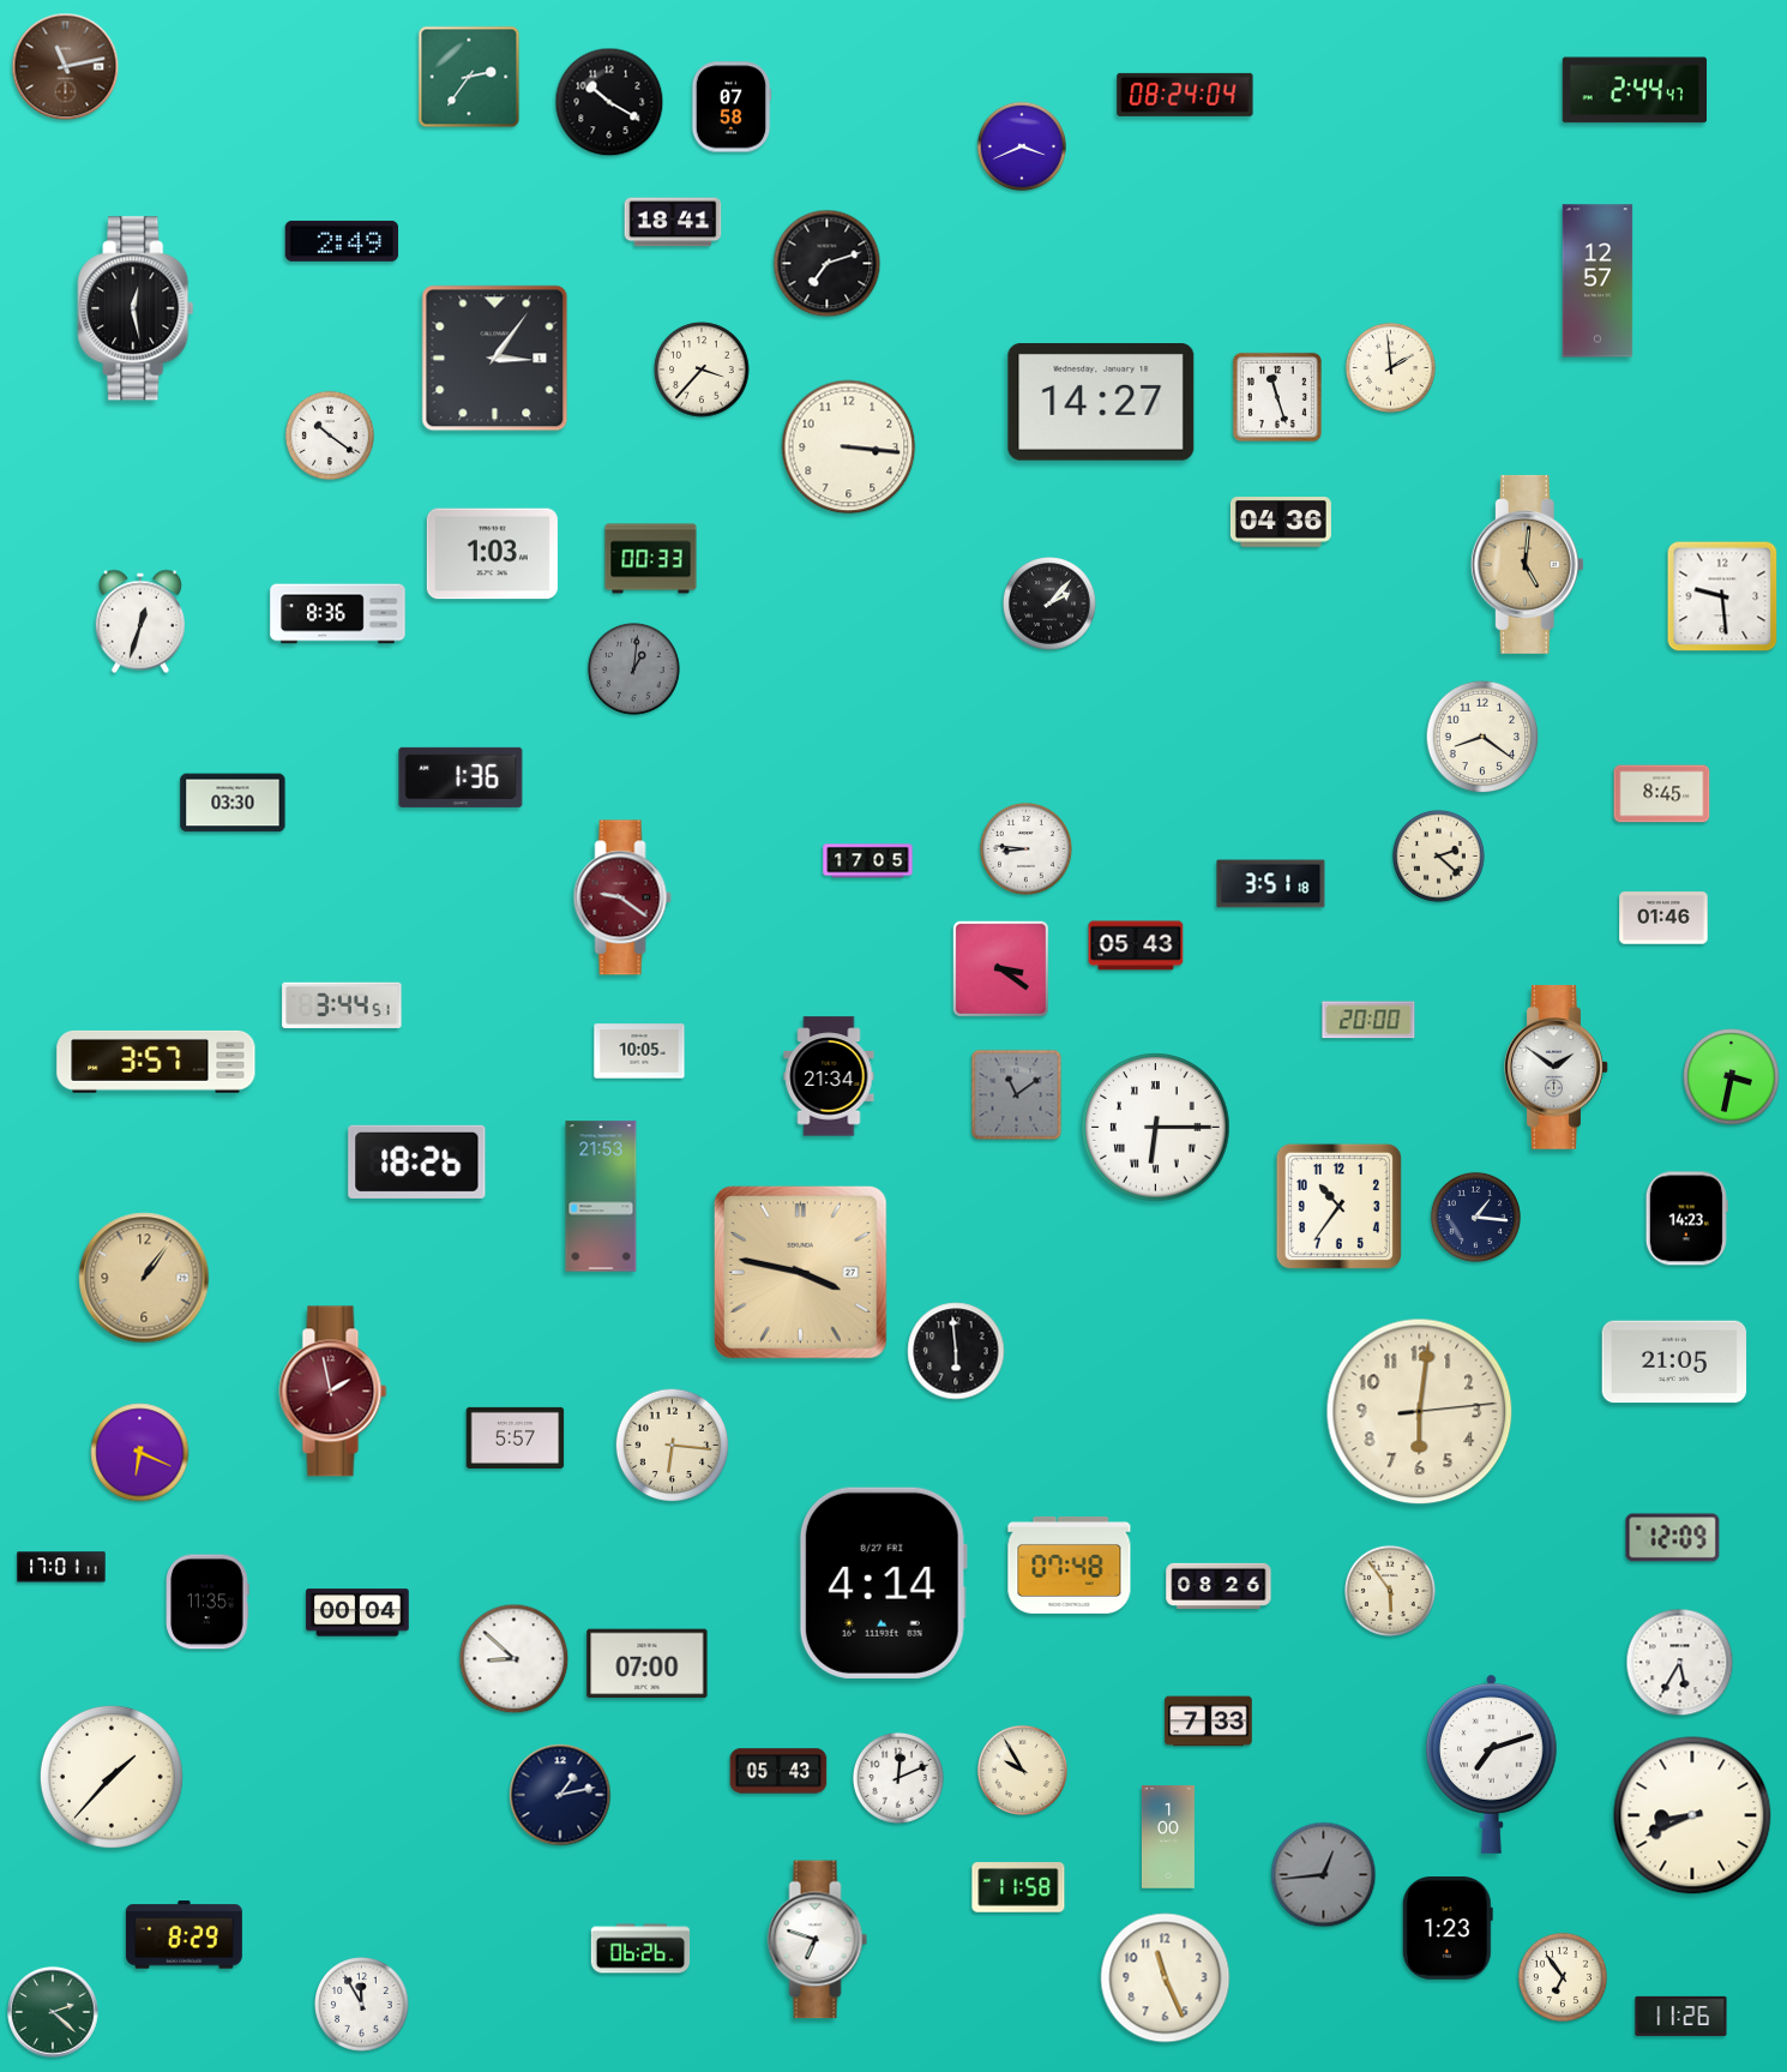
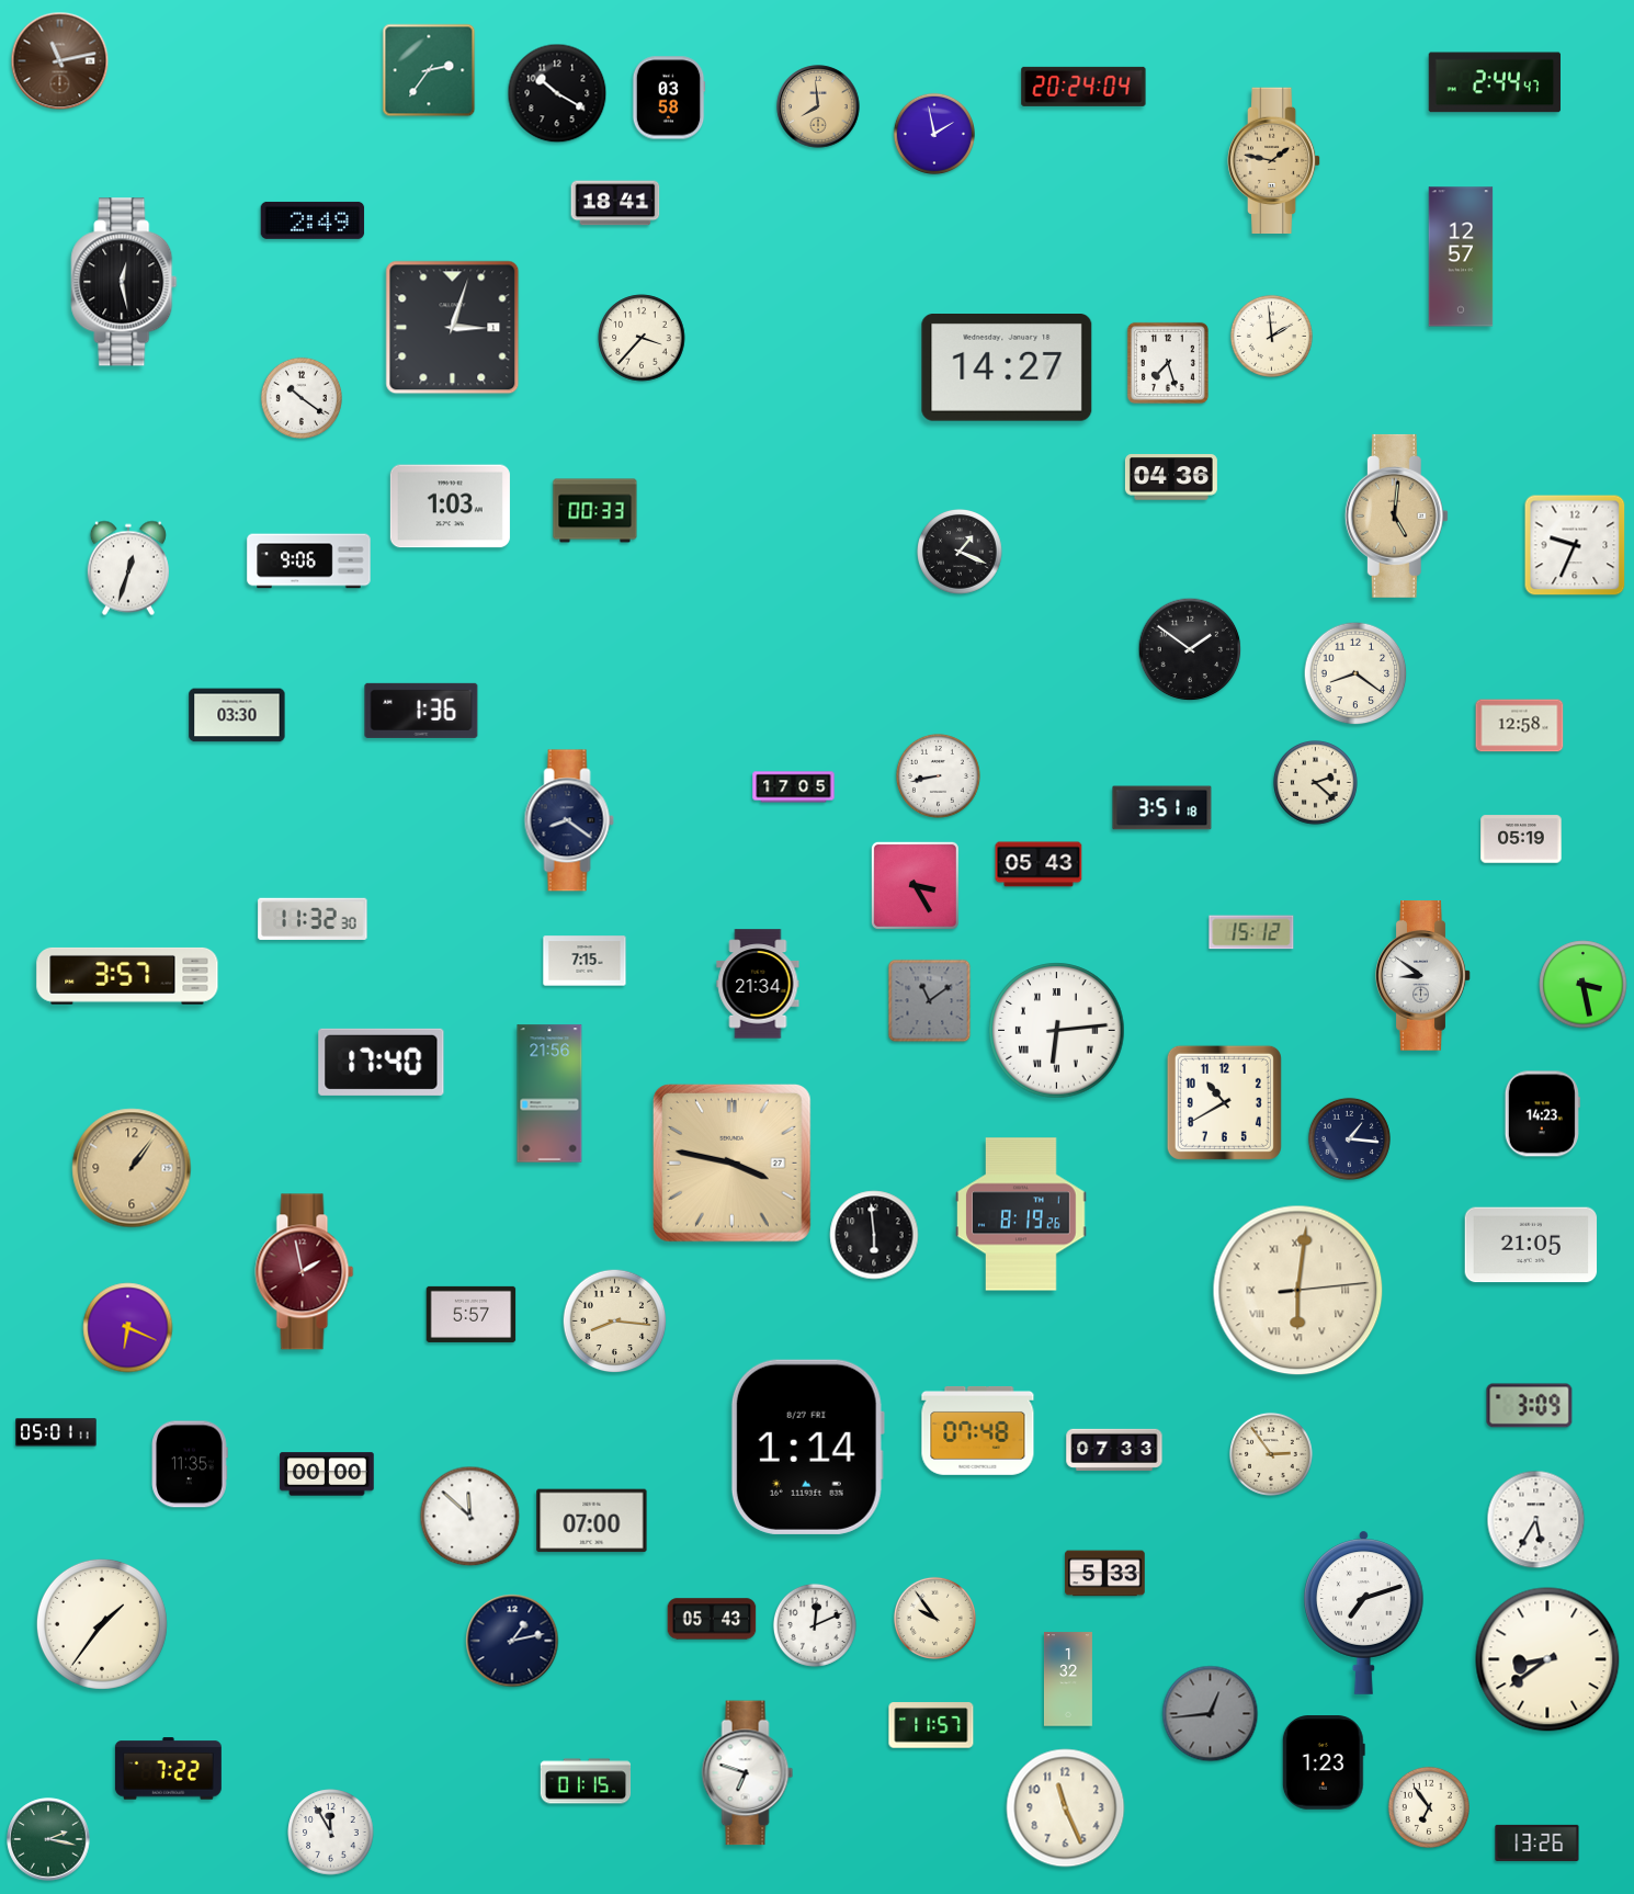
clock at (1185, 95): 08:24 -> 20:24
clock at (732, 107): 07:58 -> 03:58
clock at (818, 106): none -> 7:59
clock at (1021, 145): 3:41 -> 1:58
clock at (1274, 160): none -> 1:47
clock at (828, 264): 7:12 -> none
clock at (495, 359): 3:06 -> 3:03
clock at (1277, 397): 11:27 -> 7:27
clock at (849, 448): 3:16 -> none
clock at (1722, 596): 9:29 -> 9:34
clock at (1051, 605): 2:07 -> 1:19
clock at (338, 614): 8:36 -> 9:06
clock at (633, 668): 1:01 -> none
clock at (1190, 649): none -> 1:51
clock at (1662, 794): 8:45 -> 12:58
clock at (233, 803) position: (233, 803) -> (237, 715)
clock at (1025, 848): 8:46 -> 8:43
clock at (622, 897): 9:21 -> 8:21
clock at (622, 897) dial: burgundy -> navy
clock at (1663, 918): 01:46 -> 05:19
clock at (1000, 968): 3:21 -> 3:25
clock at (342, 1005): 3:44 -> 11:32
clock at (1368, 1020): 20:00 -> 15:12
clock at (639, 1051): 10:05 -> 7:15
clock at (156, 1062) position: (156, 1062) -> (127, 976)
clock at (1557, 1068): 1:51 -> 8:51
clock at (1732, 1077): 3:32 -> 3:28
clock at (1156, 1128): 6:15 -> 6:14
clock at (417, 1161): 18:26 -> 17:40
clock at (601, 1196): 21:53 -> 21:56
clock at (1338, 1206): 10:36 -> 10:40
clock at (1475, 1217) position: (1475, 1217) -> (1349, 1138)
clock at (1021, 1214): none -> 8:19
clock at (1420, 1412) numerals: Arabic -> Roman
clock at (673, 1446): 6:16 -> 8:16
clock at (1673, 1538): 12:09 -> 3:09
clock at (61, 1567): 17:01 -> 05:01
clock at (883, 1582): 4:14 -> 1:14
clock at (1219, 1586): 08:26 -> 07:33
clock at (1390, 1591): 5:54 -> 2:54
clock at (357, 1612): 00:04 -> 00:00
clock at (515, 1659): 8:52 -> 11:52
clock at (1209, 1722): 7:33 -> 5:33
clock at (1022, 1770): 9:55 -> 9:54
clock at (112, 1777): 1:37 -> 1:36
clock at (898, 1778) position: (898, 1778) -> (815, 1625)
clock at (1692, 1815): 8:41 -> 8:39
clock at (1168, 1837): 1:00 -> 1:32
clock at (1018, 1887): 11:58 -> 11:57
clock at (183, 1935): 8:29 -> 7:22
clock at (640, 1948): 06:26 -> 01:15
clock at (53, 2012): 2:22 -> 2:17
clock at (1681, 2016): 11:26 -> 13:26
